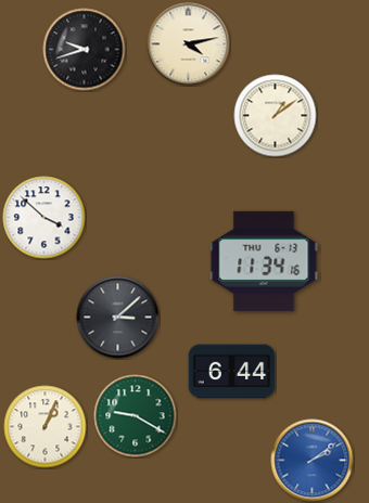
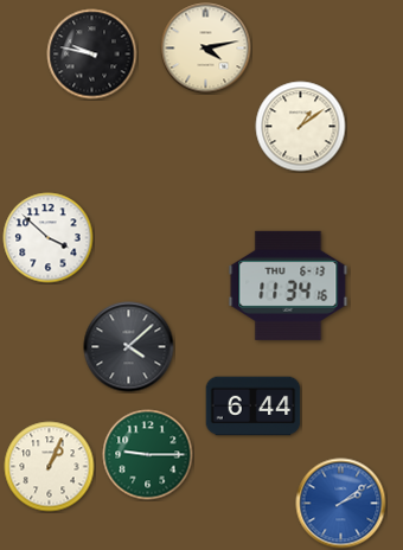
clock at (85, 50): 9:42 -> 9:47
clock at (118, 318): 3:08 -> 4:08
clock at (136, 416): 9:20 -> 9:15
